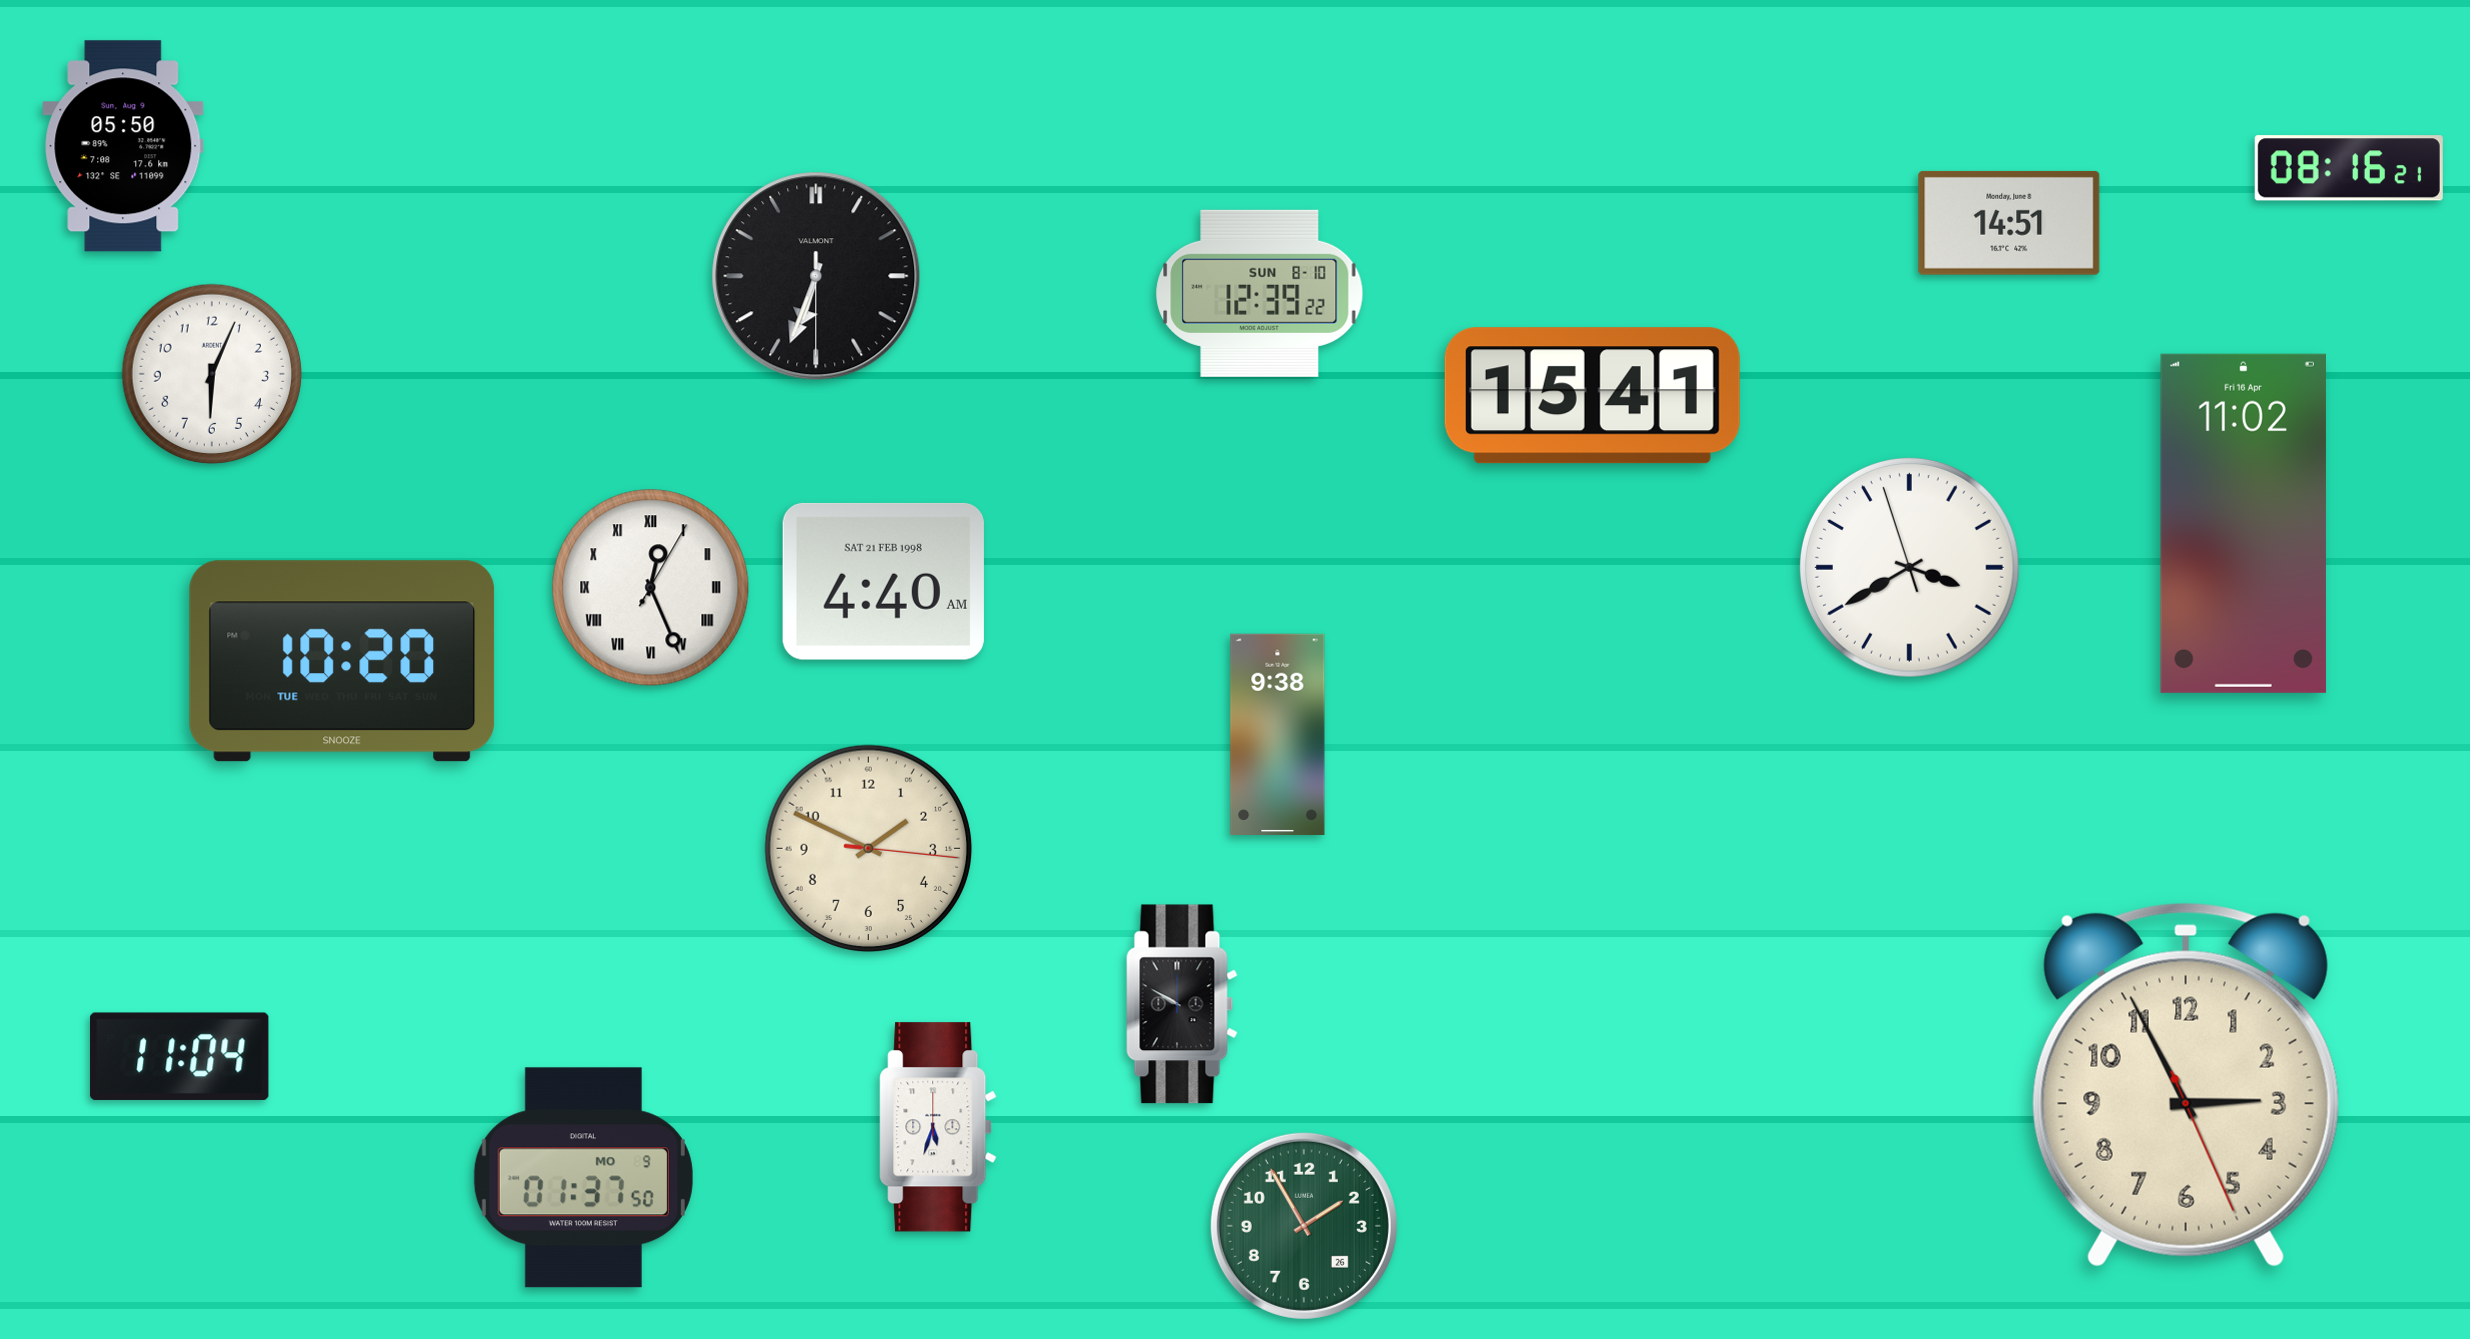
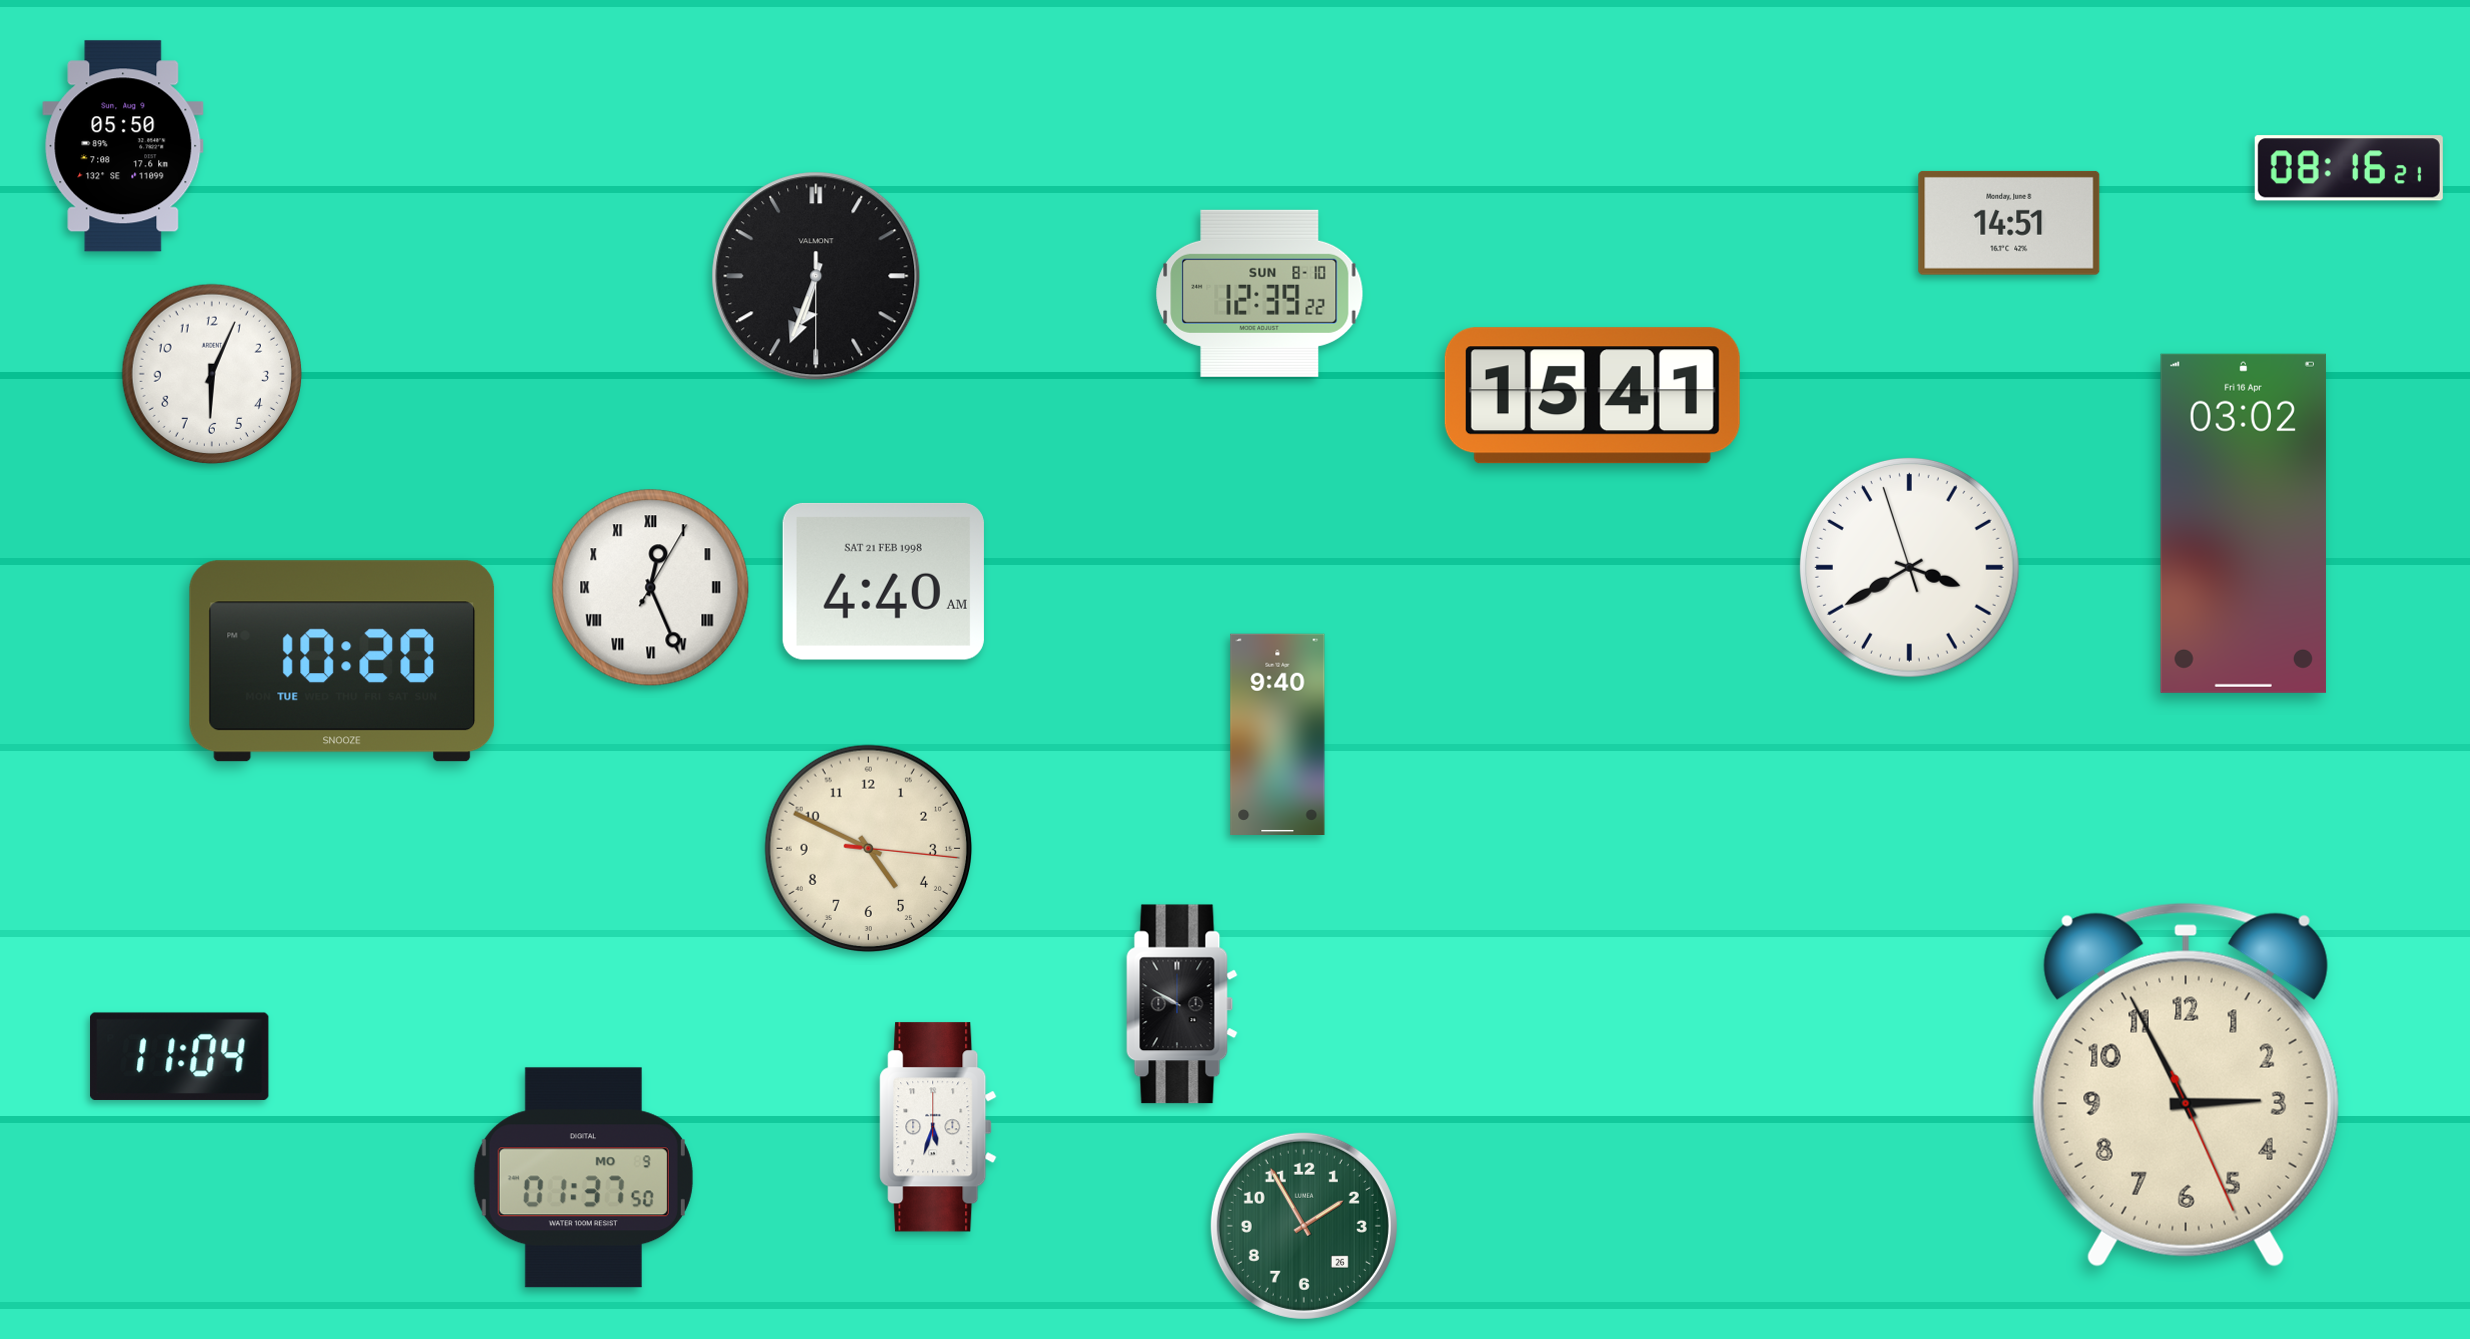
clock at (2243, 523): 11:02 -> 03:02
clock at (1278, 734): 9:38 -> 9:40
clock at (869, 849): 1:49 -> 4:49
